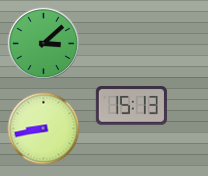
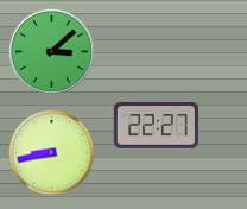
clock at (131, 106): 15:13 -> 22:27
